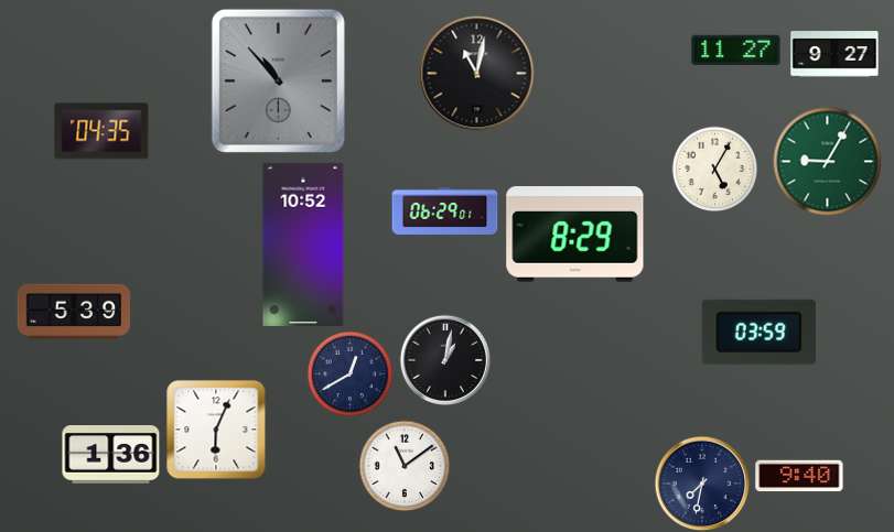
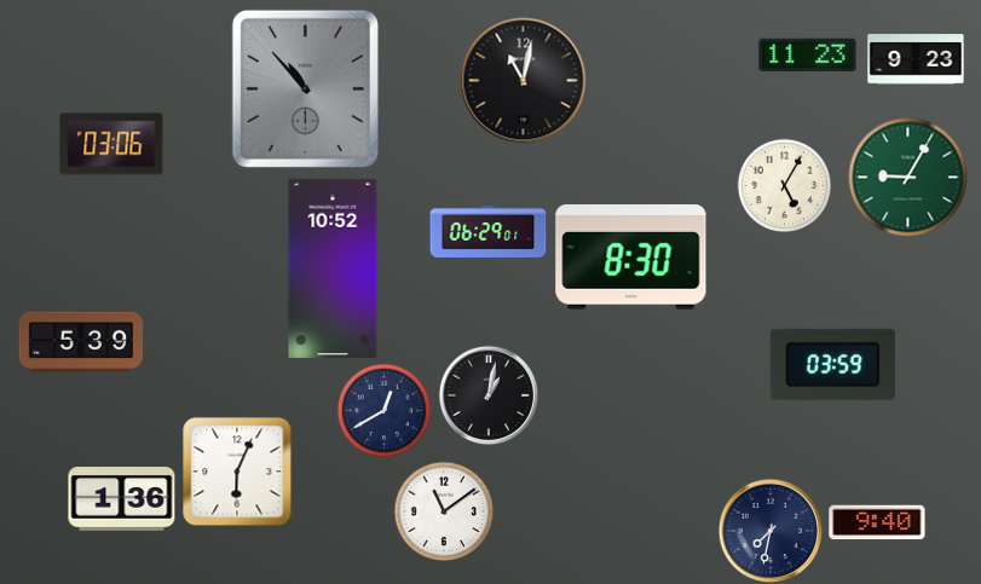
clock at (736, 50): 11:27 -> 11:23
clock at (834, 54): 9:27 -> 9:23
clock at (101, 131): 04:35 -> 03:06
clock at (575, 235): 8:29 -> 8:30
